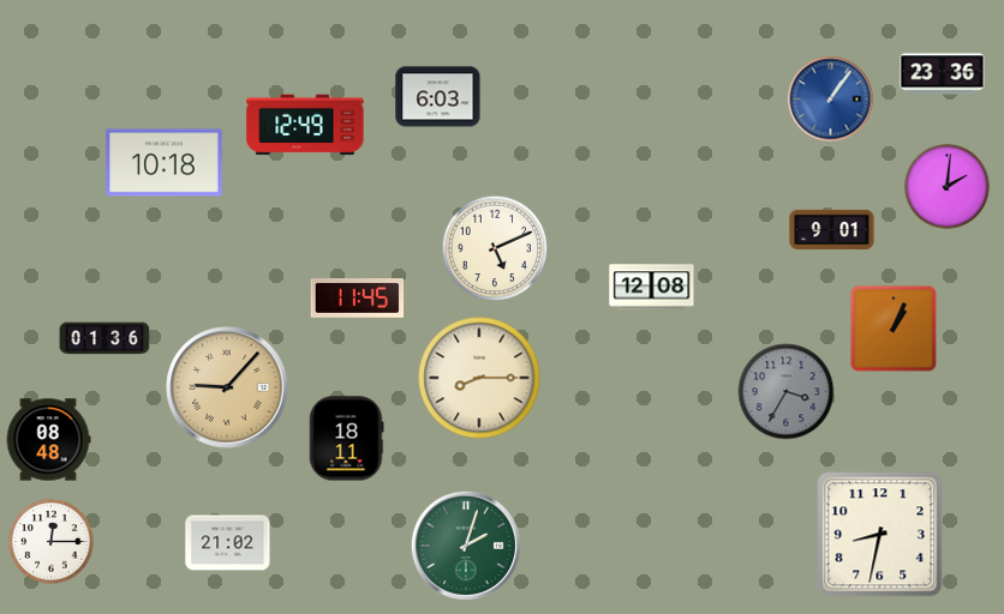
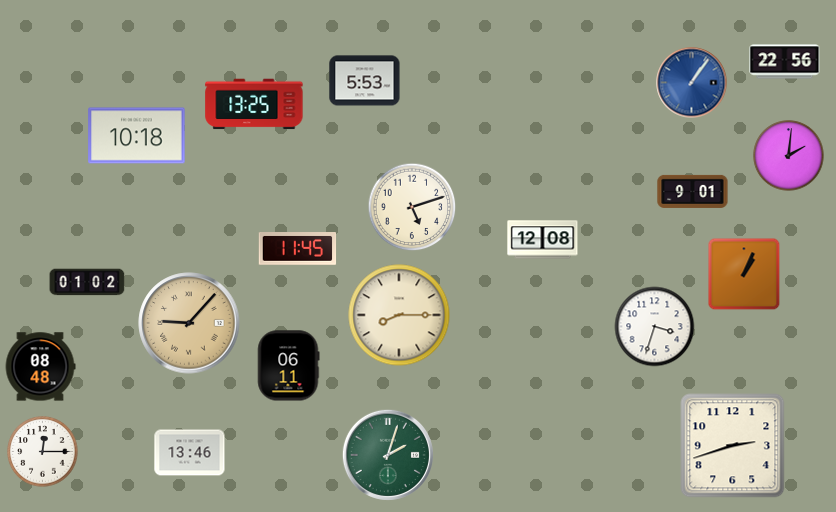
clock at (943, 74): 23:36 -> 22:56
clock at (438, 97): 6:03 -> 5:53
clock at (305, 125): 12:49 -> 13:25
clock at (495, 248): 5:11 -> 5:12
clock at (104, 338): 01:36 -> 01:02
clock at (787, 392): 3:35 -> 3:33
clock at (787, 392) dial: grey -> white
clock at (346, 439): 18:11 -> 06:11
clock at (880, 535): 8:32 -> 2:42
clock at (228, 543): 21:02 -> 13:46
